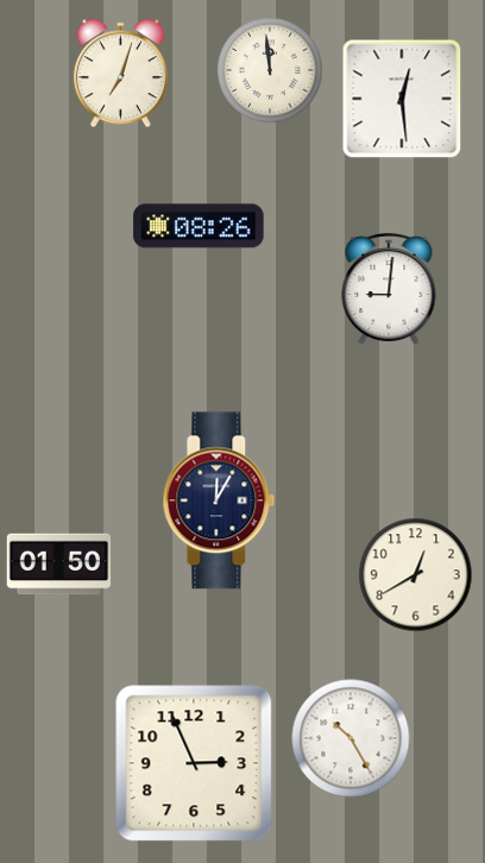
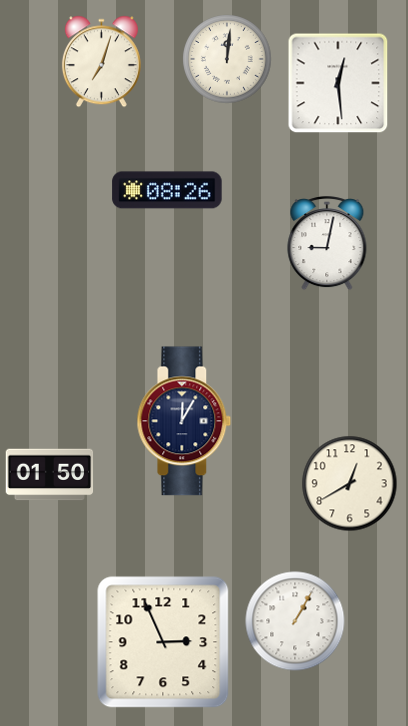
clock at (270, 70): 11:59 -> 12:01
clock at (389, 290): 9:01 -> 9:02
clock at (351, 738): 10:25 -> 1:05
